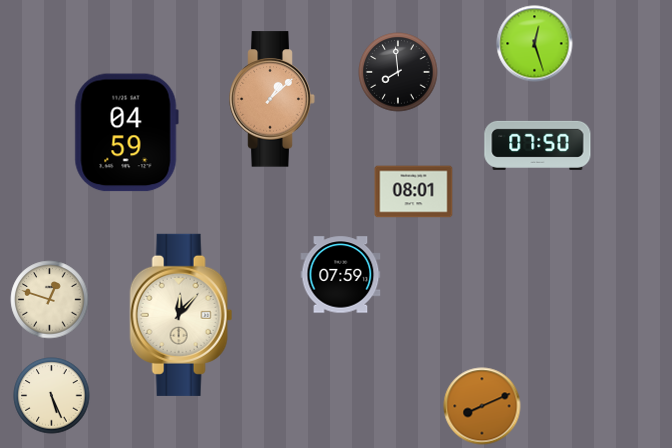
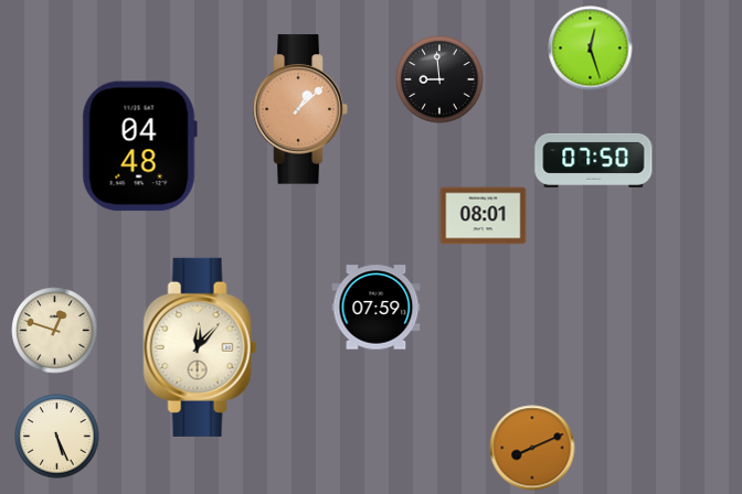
clock at (398, 72): 7:59 -> 8:59
clock at (126, 133): 04:59 -> 04:48
clock at (414, 192) position: (414, 192) -> (484, 216)
clock at (341, 275) position: (341, 275) -> (377, 308)
